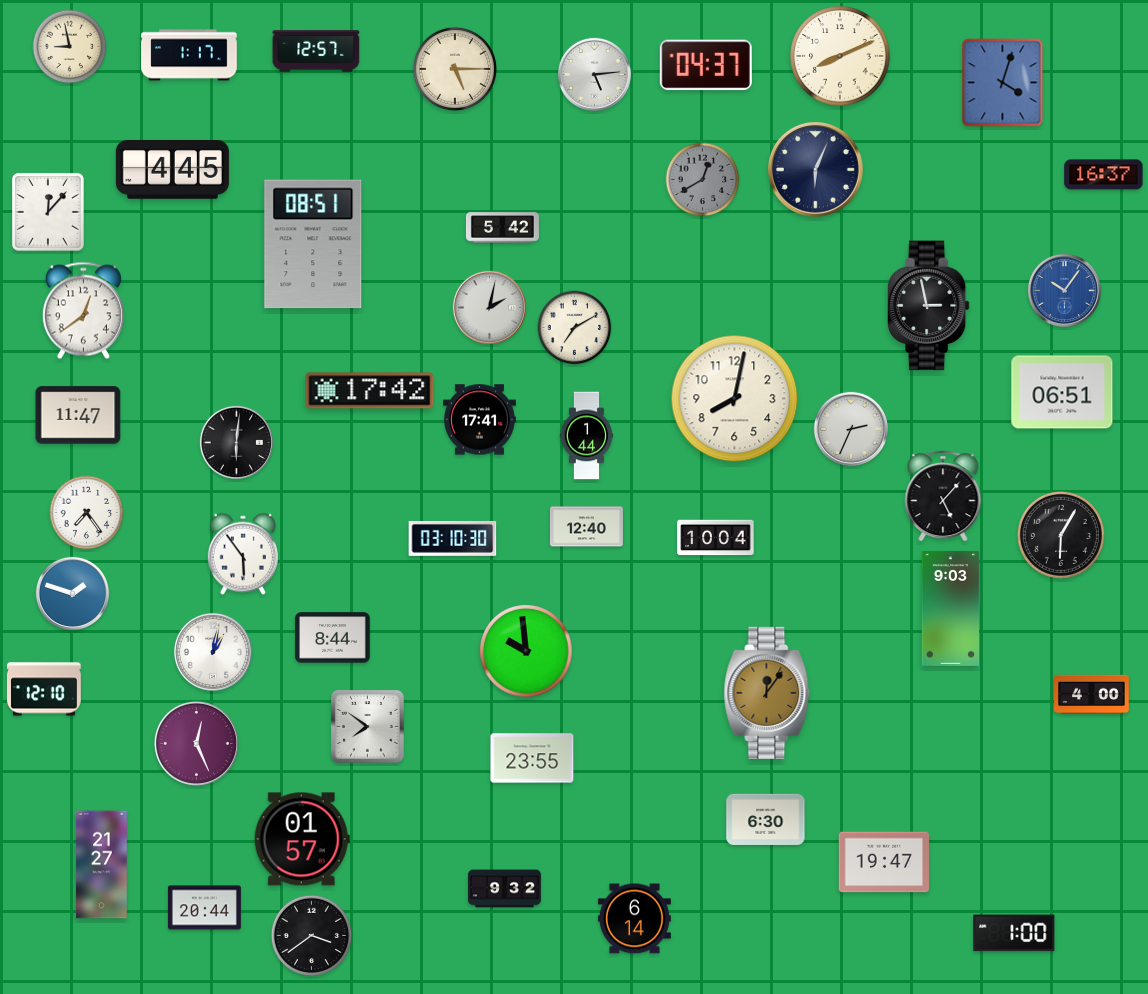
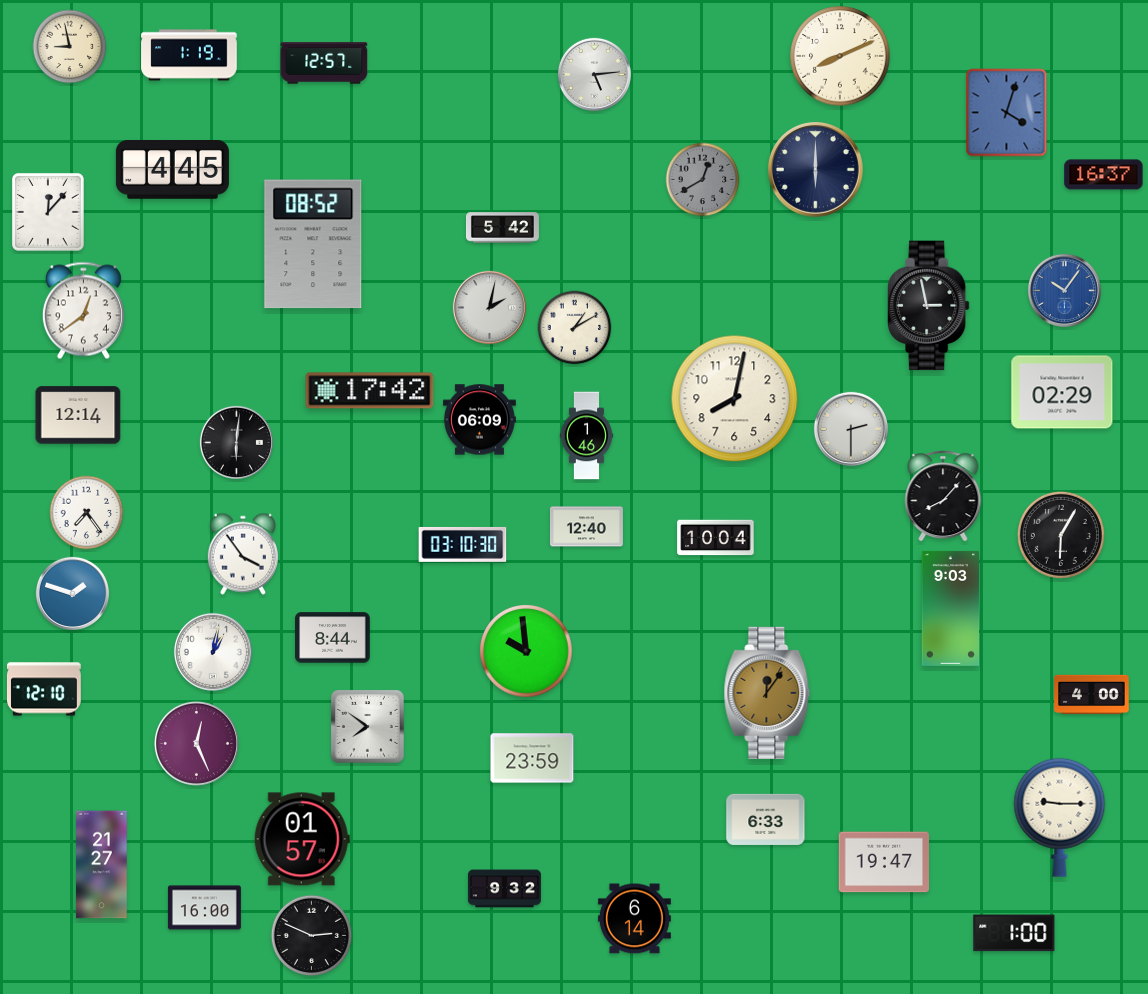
clock at (316, 51) position: (316, 51) -> (324, 63)
clock at (189, 55): 1:17 -> 1:19
clock at (706, 65): 04:37 -> none
clock at (455, 69): 5:15 -> none
clock at (1003, 83) position: (1003, 83) -> (1007, 113)
clock at (815, 169): 6:04 -> 6:00
clock at (313, 244): 08:51 -> 08:52
clock at (575, 328): 7:10 -> 1:10
clock at (1062, 392): 06:51 -> 02:29
clock at (78, 415): 11:47 -> 12:14
clock at (479, 420): 17:41 -> 06:09
clock at (851, 429): 2:34 -> 2:30
clock at (587, 436): 1:44 -> 1:46
clock at (943, 496): 5:07 -> 8:07
clock at (453, 538) position: (453, 538) -> (463, 544)
clock at (243, 554): 5:54 -> 3:54
clock at (532, 758): 23:55 -> 23:59
clock at (1060, 817): none -> 9:15
clock at (766, 819): 6:30 -> 6:33
clock at (204, 908): 20:44 -> 16:00
clock at (312, 936): 3:39 -> 2:49
